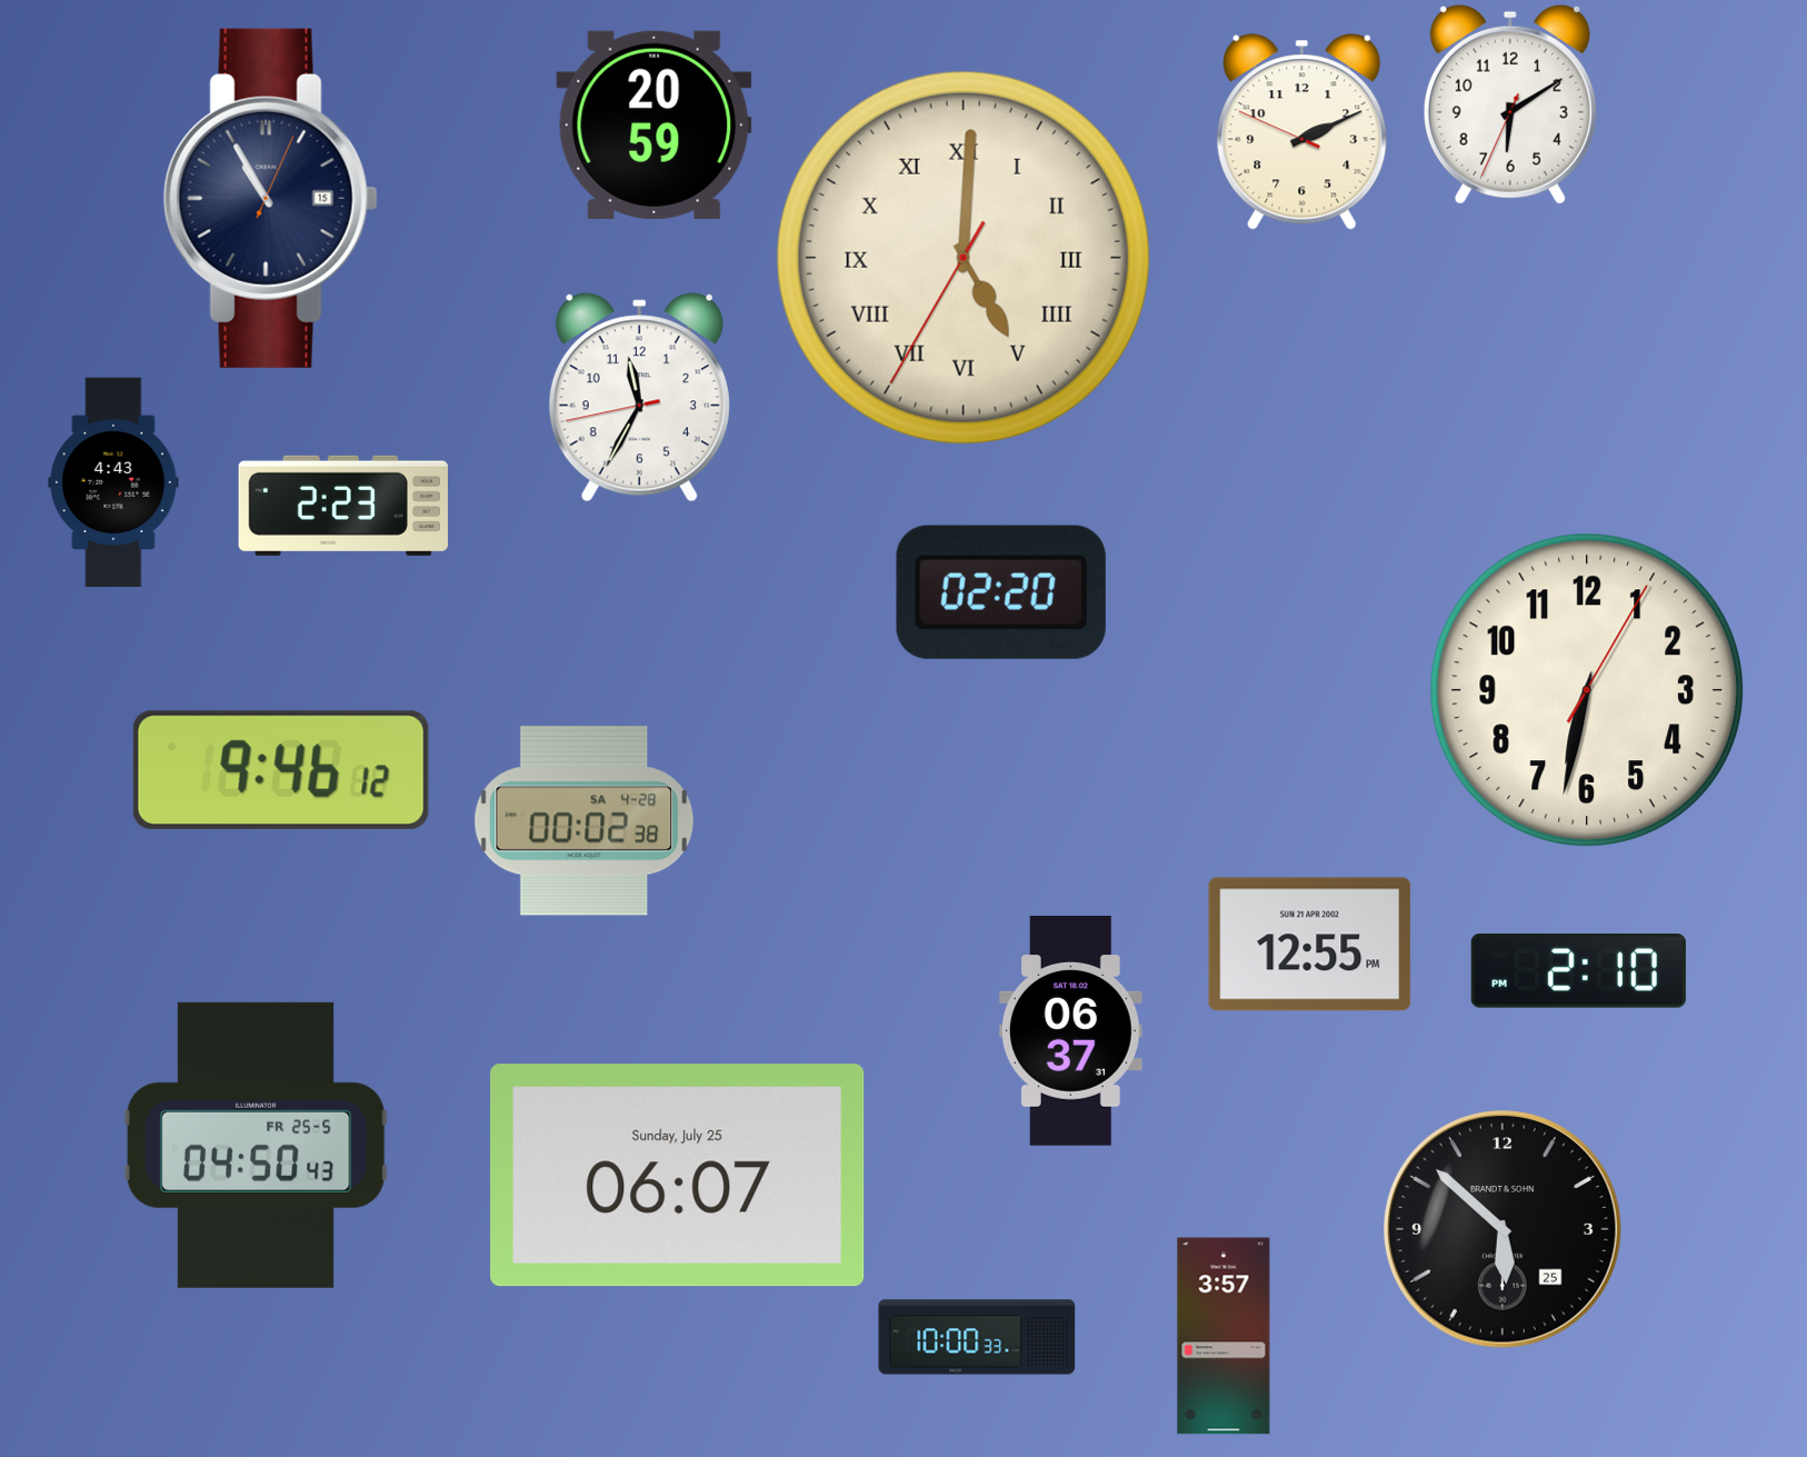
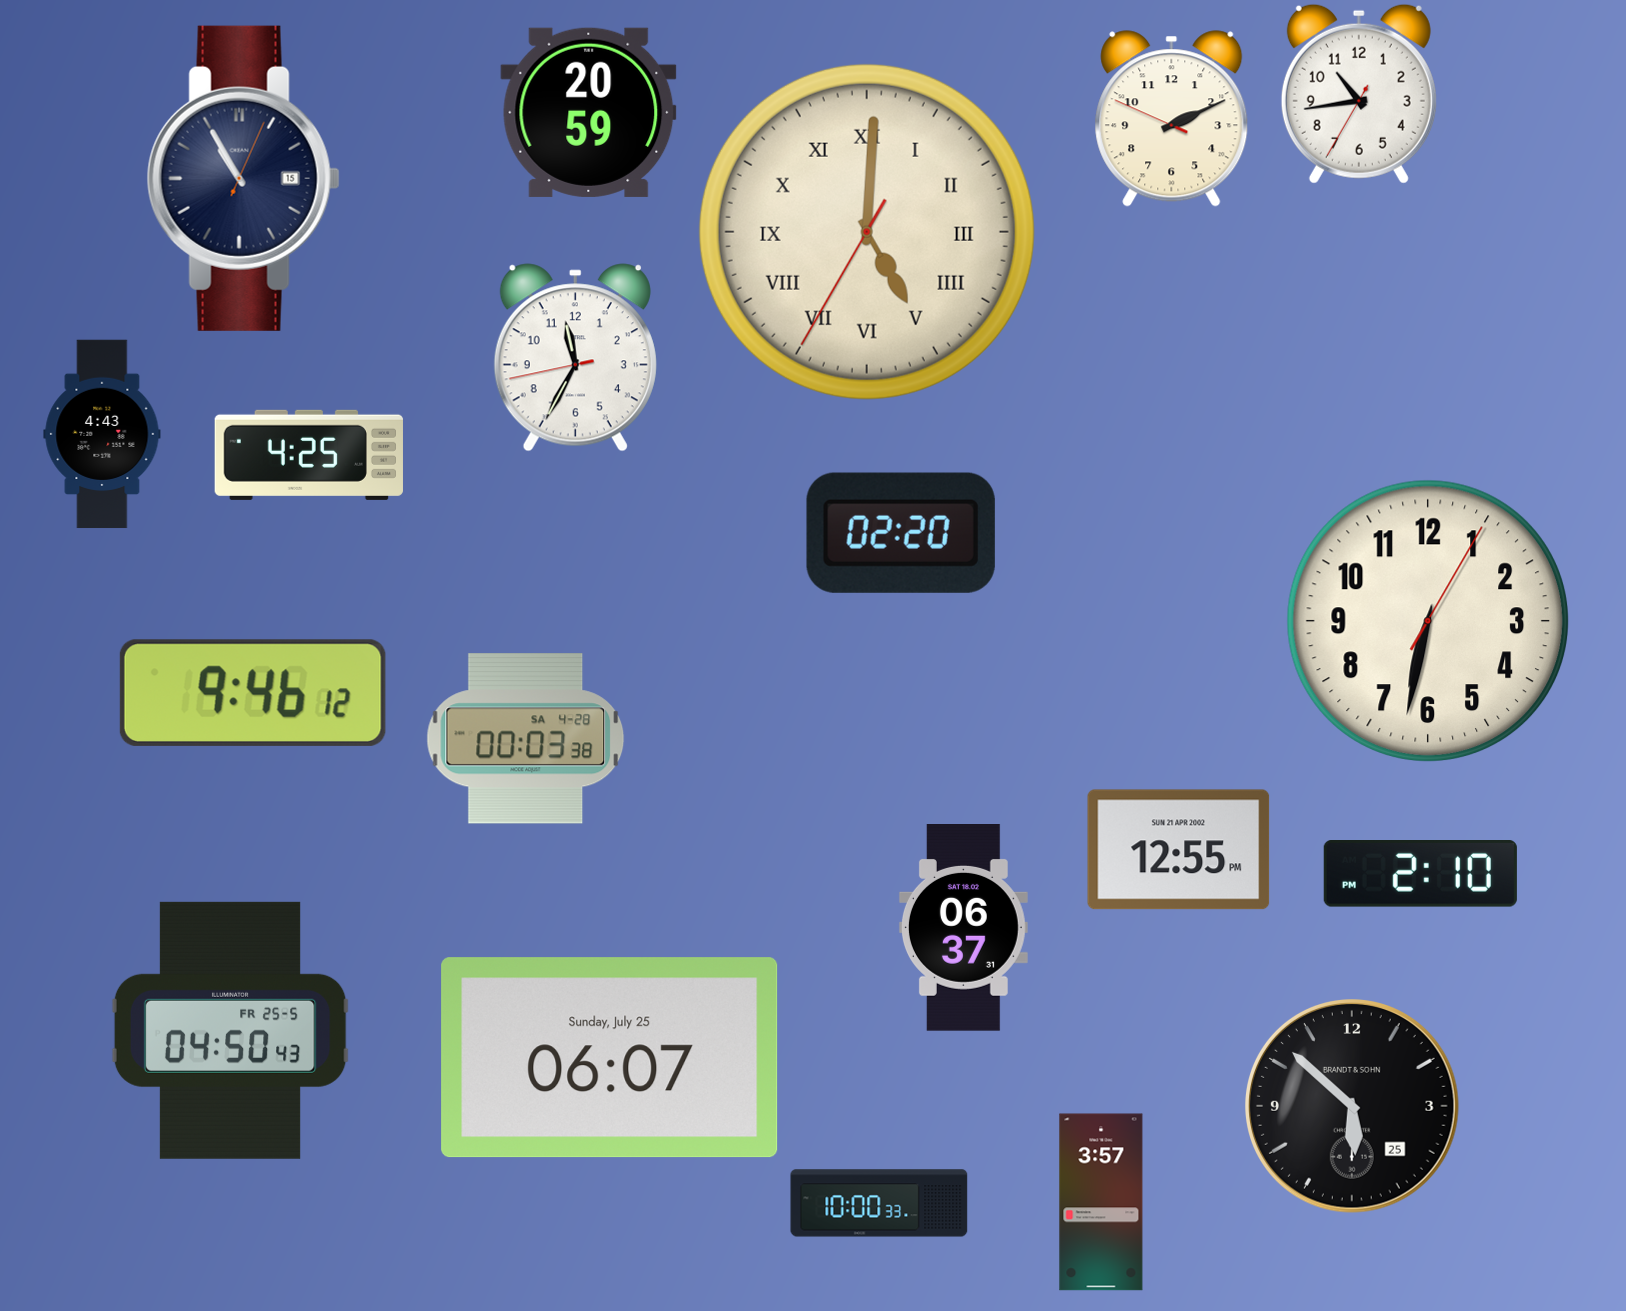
clock at (1510, 104): 6:09 -> 10:43
clock at (343, 506): 2:23 -> 4:25
clock at (585, 821): 00:02 -> 00:03
